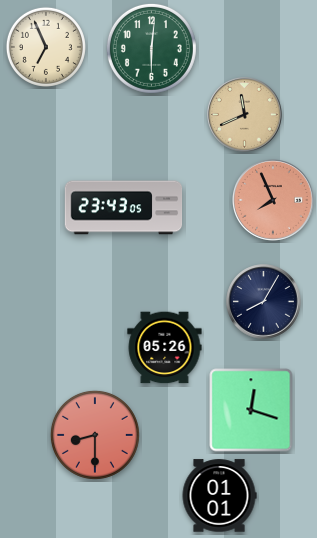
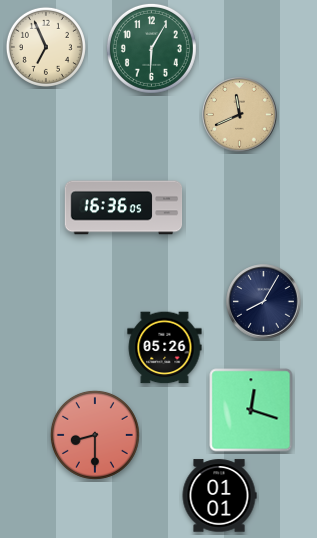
clock at (151, 48): 6:01 -> 6:05
clock at (245, 115) position: (245, 115) -> (240, 115)
clock at (274, 201): 7:56 -> none
clock at (124, 208): 23:43 -> 16:36
